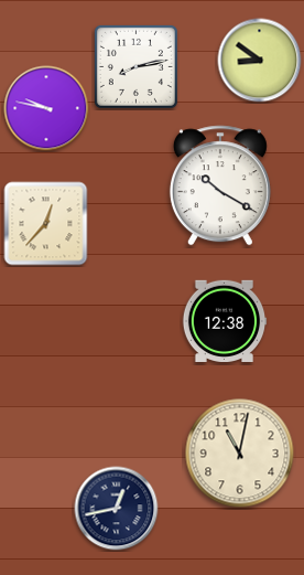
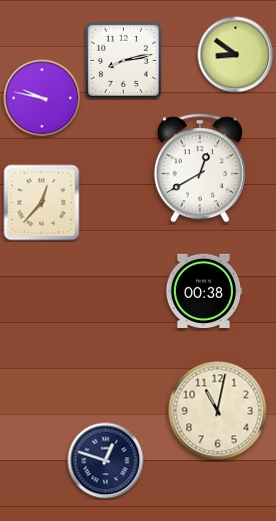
clock at (220, 185): 10:20 -> 12:40
clock at (225, 320): 12:38 -> 00:38
clock at (117, 509): 12:43 -> 12:48
